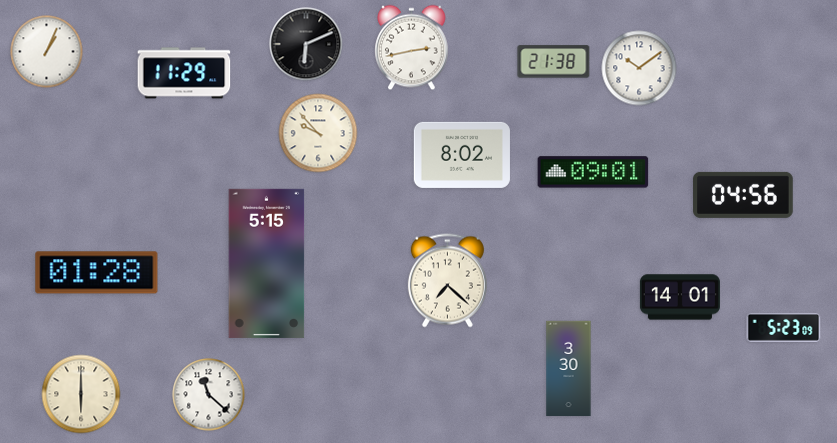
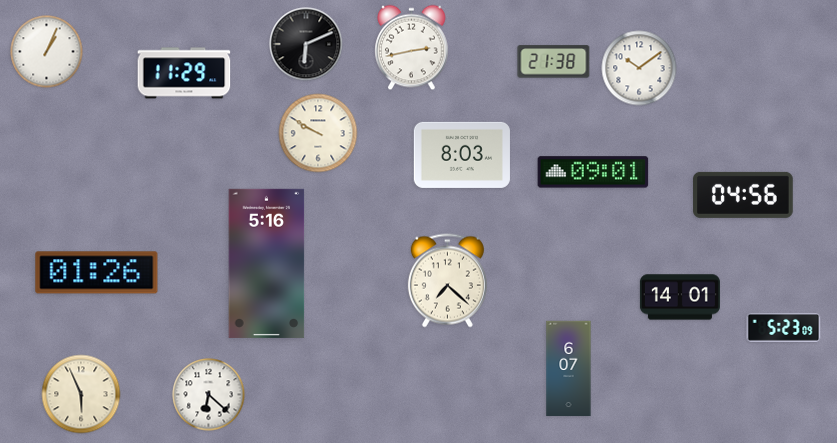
clock at (318, 133): 9:53 -> 9:50
clock at (462, 155): 8:02 -> 8:03
clock at (267, 263): 5:15 -> 5:16
clock at (97, 273): 01:28 -> 01:26
clock at (569, 369): 3:30 -> 6:07
clock at (81, 394): 6:00 -> 5:56
clock at (209, 395): 11:22 -> 6:22
